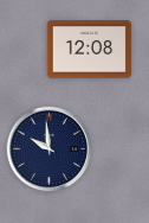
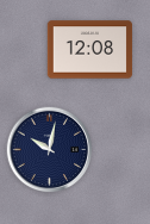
clock at (50, 149): 9:59 -> 10:02
